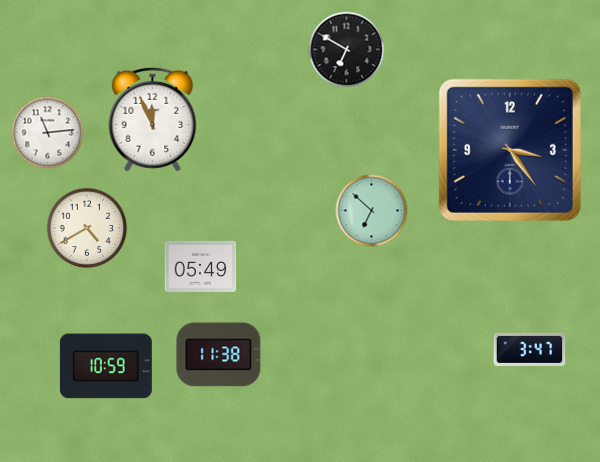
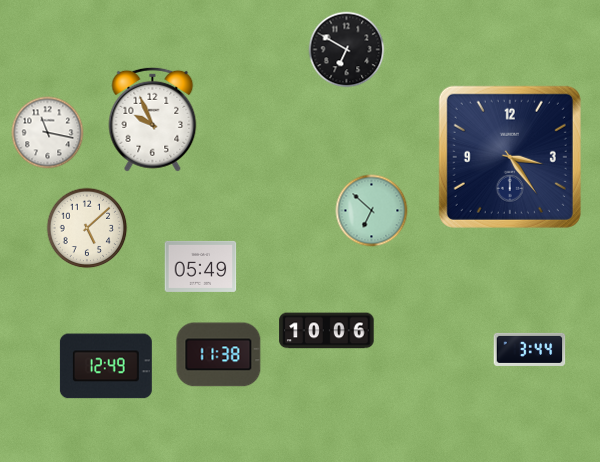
clock at (153, 119): 11:56 -> 9:56
clock at (48, 133): 11:14 -> 11:17
clock at (510, 150) position: (510, 150) -> (510, 157)
clock at (87, 228): 4:40 -> 5:08
clock at (327, 331): none -> 10:06
clock at (530, 349): 3:47 -> 3:44
clock at (106, 366): 10:59 -> 12:49
